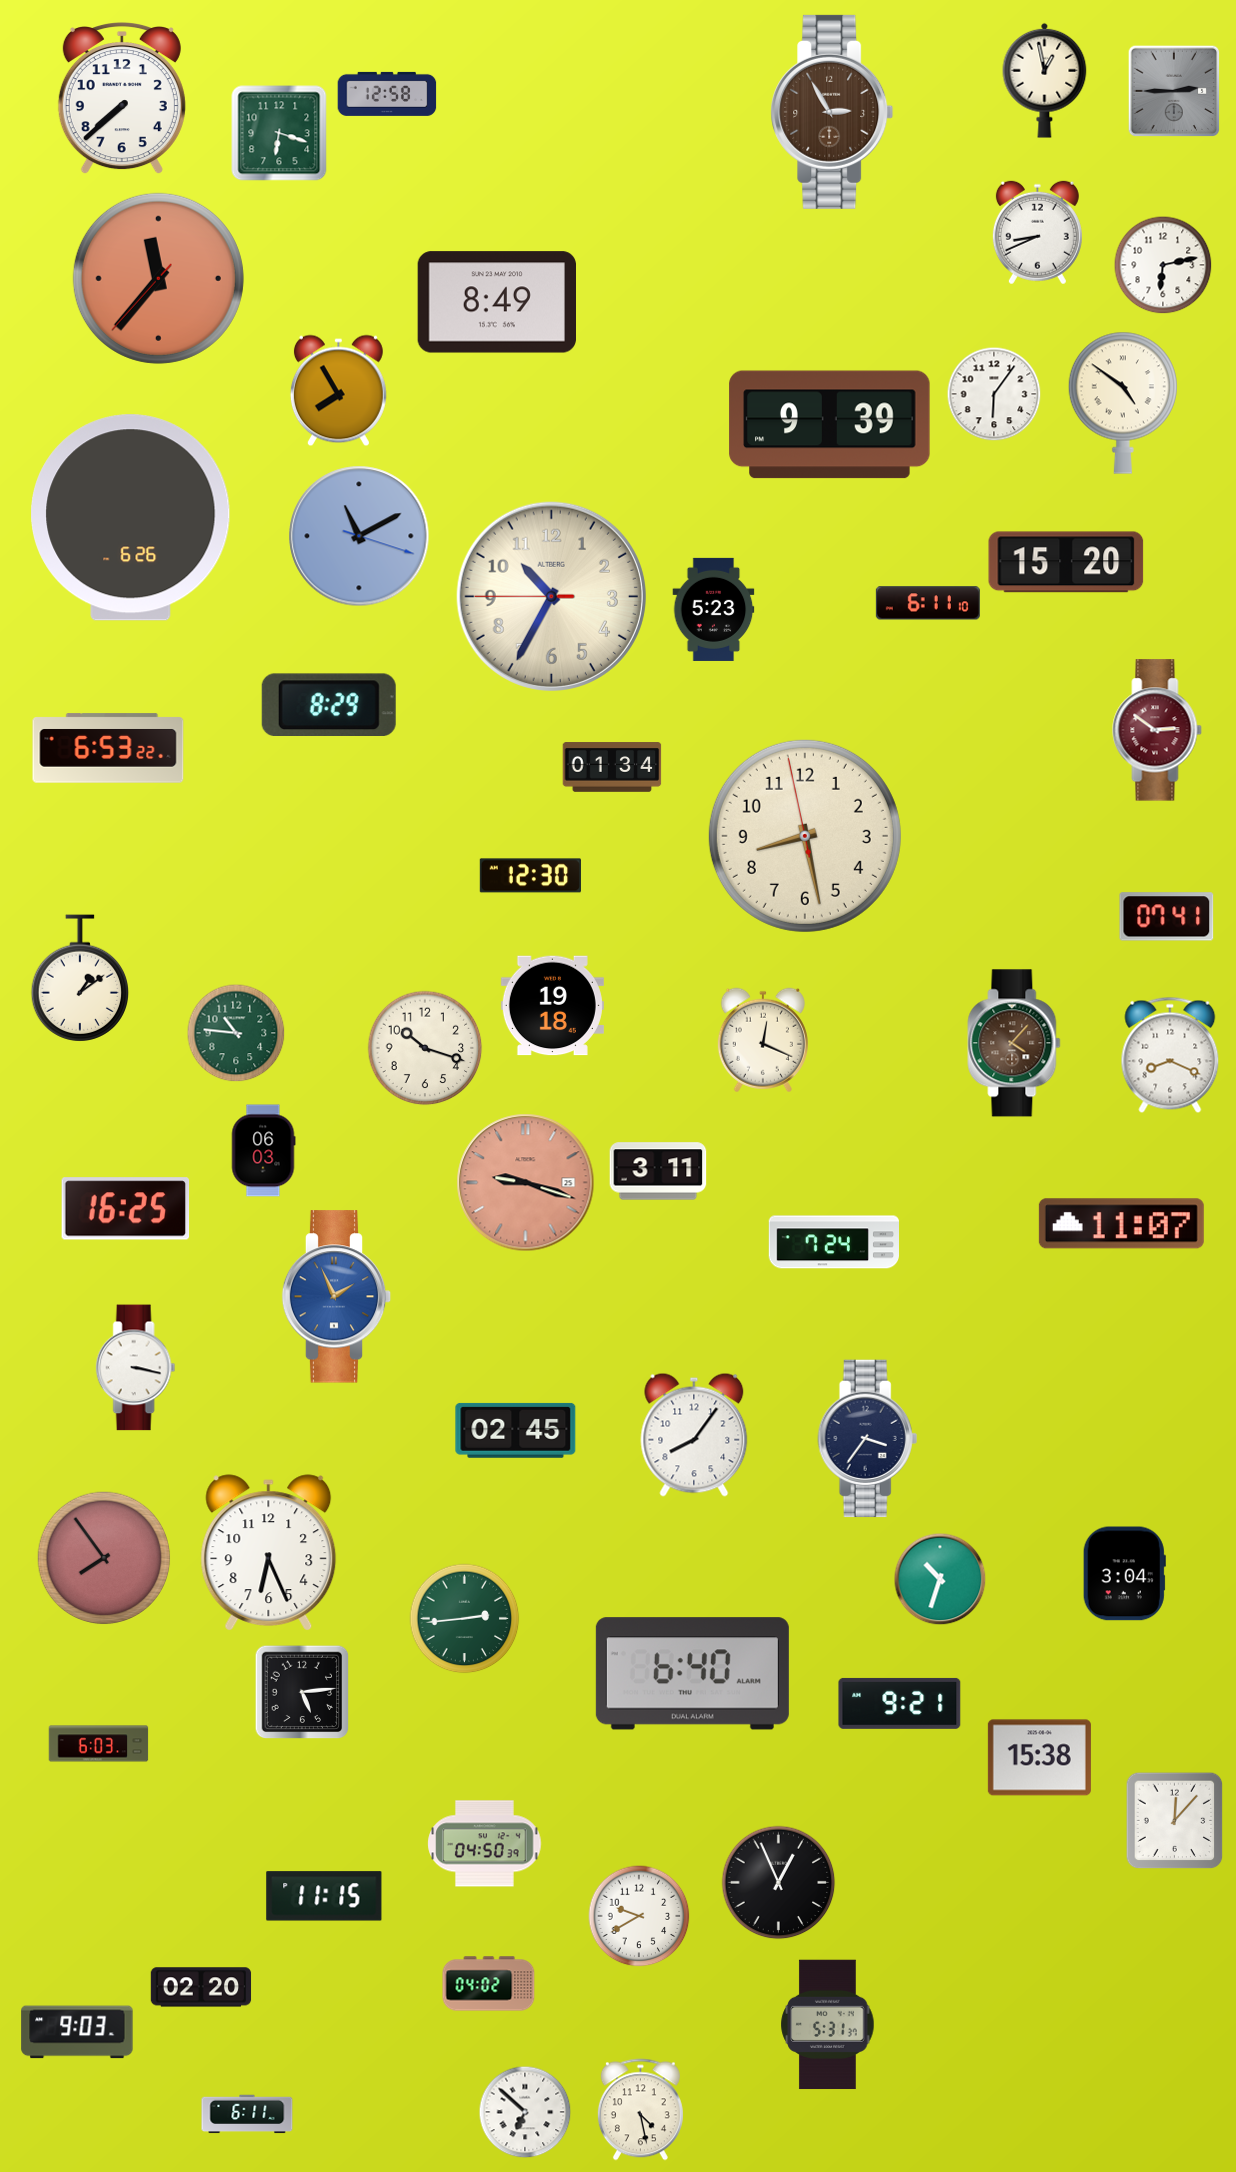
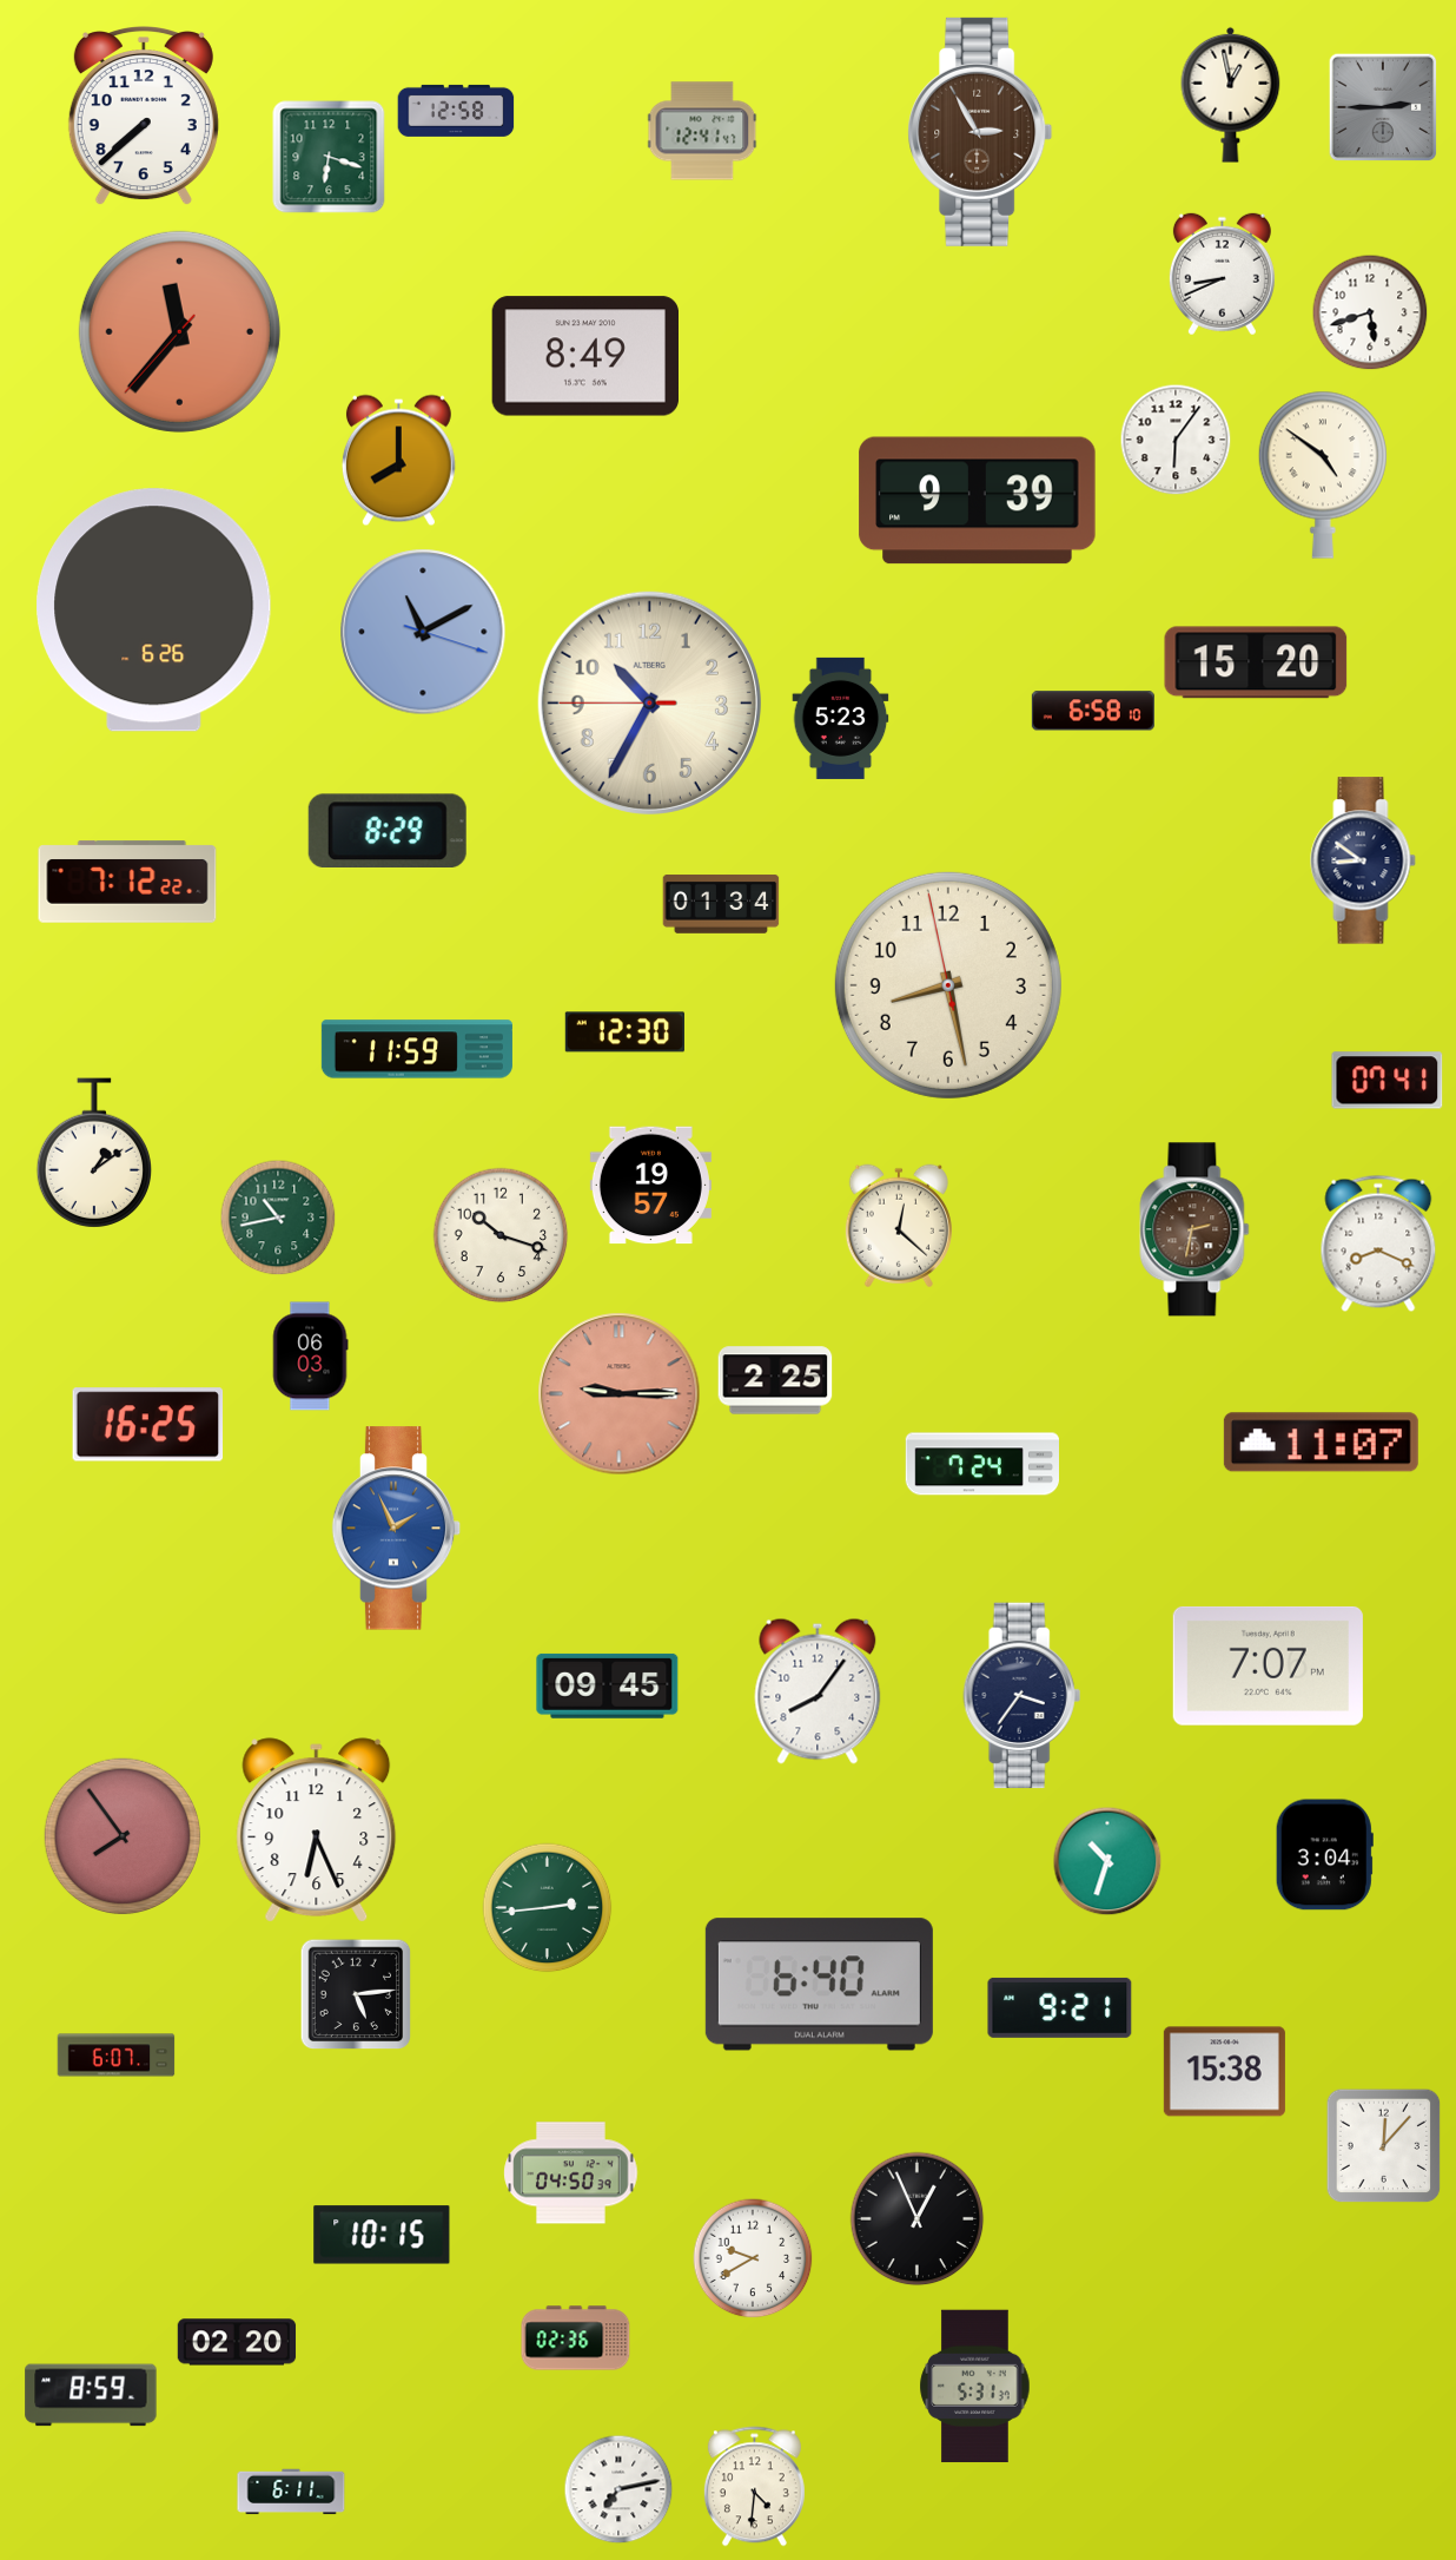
clock at (702, 131): none -> 12:41
clock at (1163, 265): 6:13 -> 5:42
clock at (158, 278) position: (158, 278) -> (179, 331)
clock at (338, 391): 7:55 -> 8:00
clock at (994, 394) position: (994, 394) -> (1176, 440)
clock at (928, 603): 6:11 -> 6:58
clock at (1157, 730): 2:51 -> 8:51
clock at (1157, 730) dial: burgundy -> navy
clock at (108, 748): 6:53 -> 7:12
clock at (417, 1049): none -> 11:59
clock at (1167, 917) position: (1167, 917) -> (1388, 1081)
clock at (552, 1006): 19:18 -> 19:57
clock at (236, 1033): 10:46 -> 10:43
clock at (763, 1040): 12:19 -> 12:22
clock at (1014, 1043): 4:07 -> 2:32
clock at (658, 1171): 3:11 -> 2:25
clock at (526, 1183): 9:18 -> 9:15
clock at (136, 1368): 3:17 -> none
clock at (1268, 1665): none -> 7:07
clock at (516, 1430): 02:45 -> 09:45
clock at (692, 1674) position: (692, 1674) -> (819, 1985)
clock at (99, 1744): 6:03 -> 6:07
clock at (324, 1896): 11:15 -> 10:15
clock at (489, 1984): 04:02 -> 02:36
clock at (77, 2032): 9:03 -> 8:59
clock at (640, 2110): 4:28 -> 4:31
clock at (525, 2112): 6:52 -> 7:13
